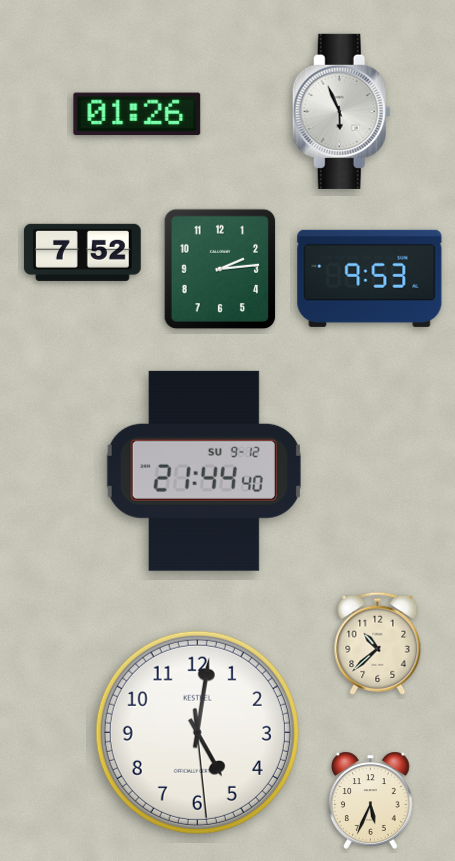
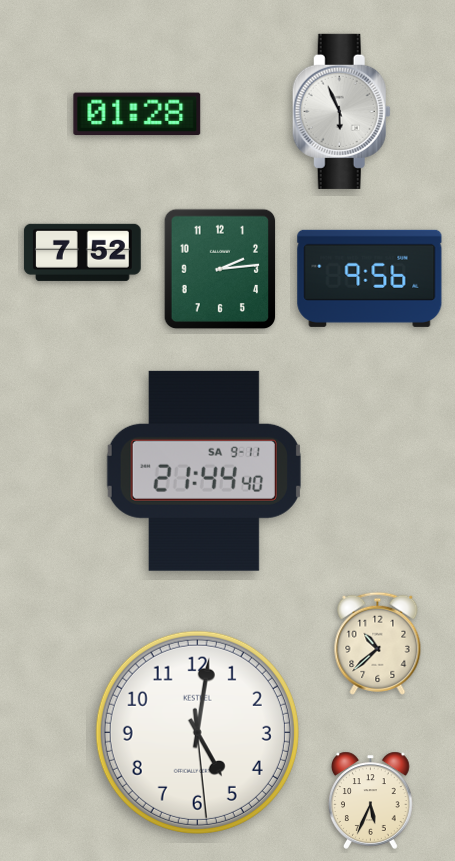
clock at (137, 114): 01:26 -> 01:28
clock at (370, 278): 9:53 -> 9:56
clock at (204, 471) date: SU 9-12 -> SA 9-11
